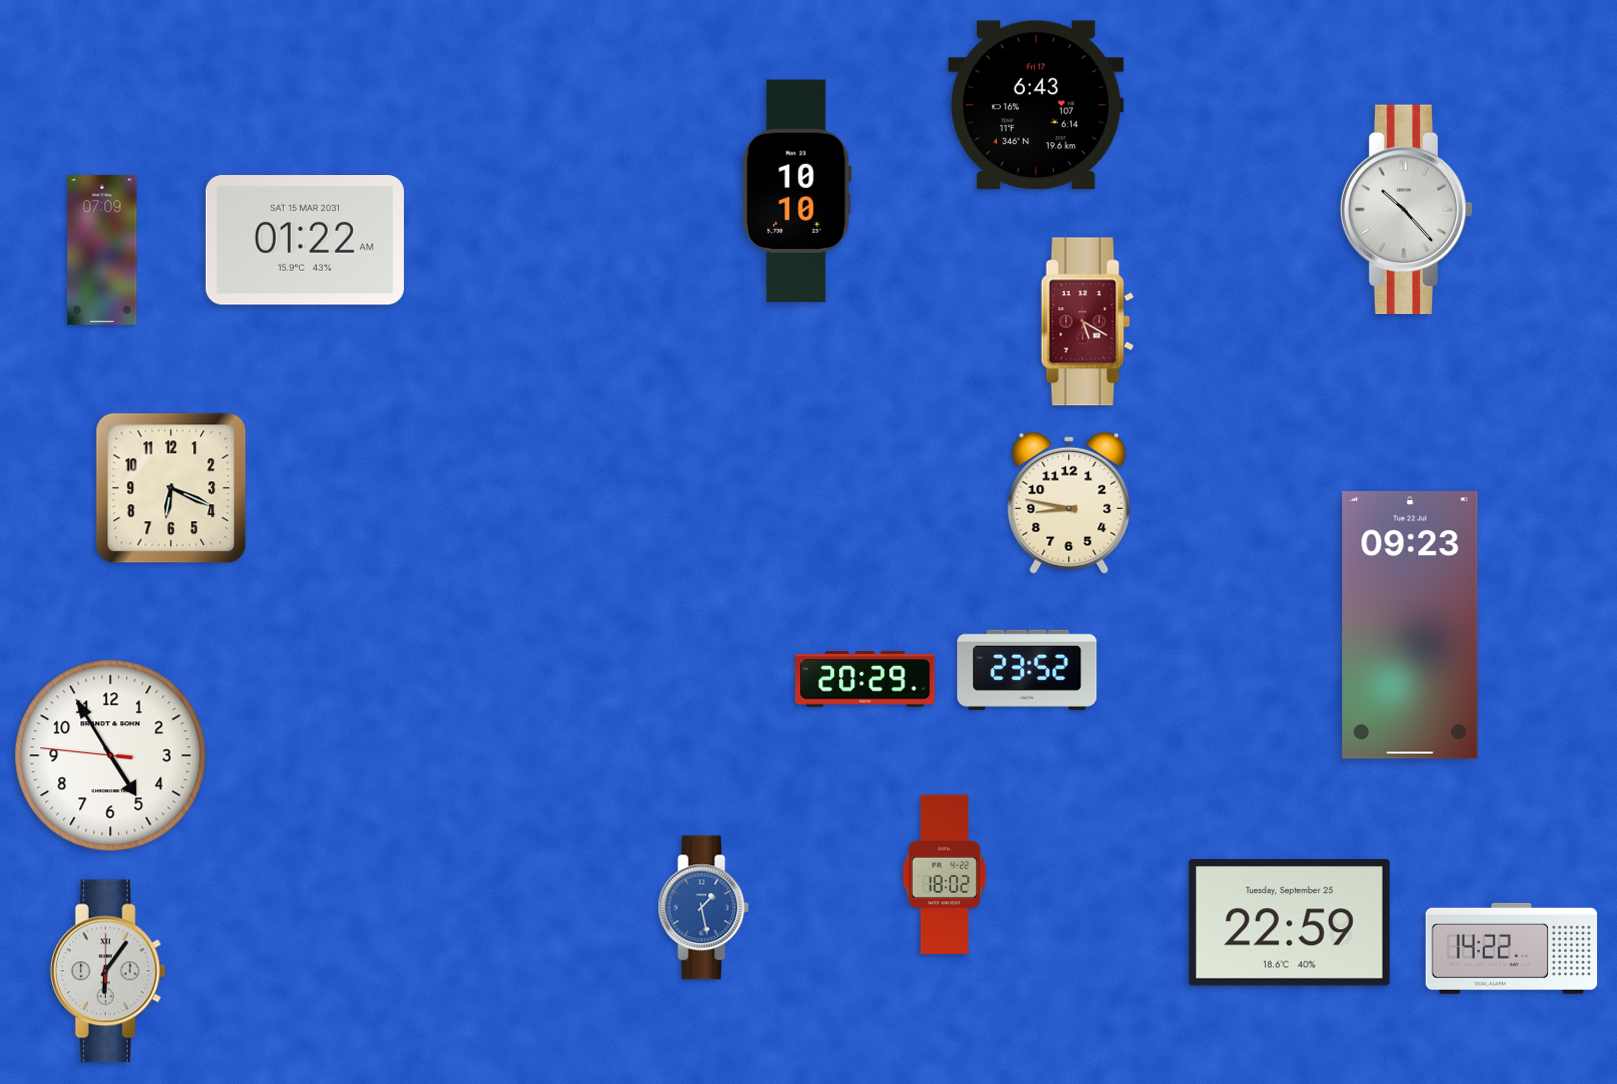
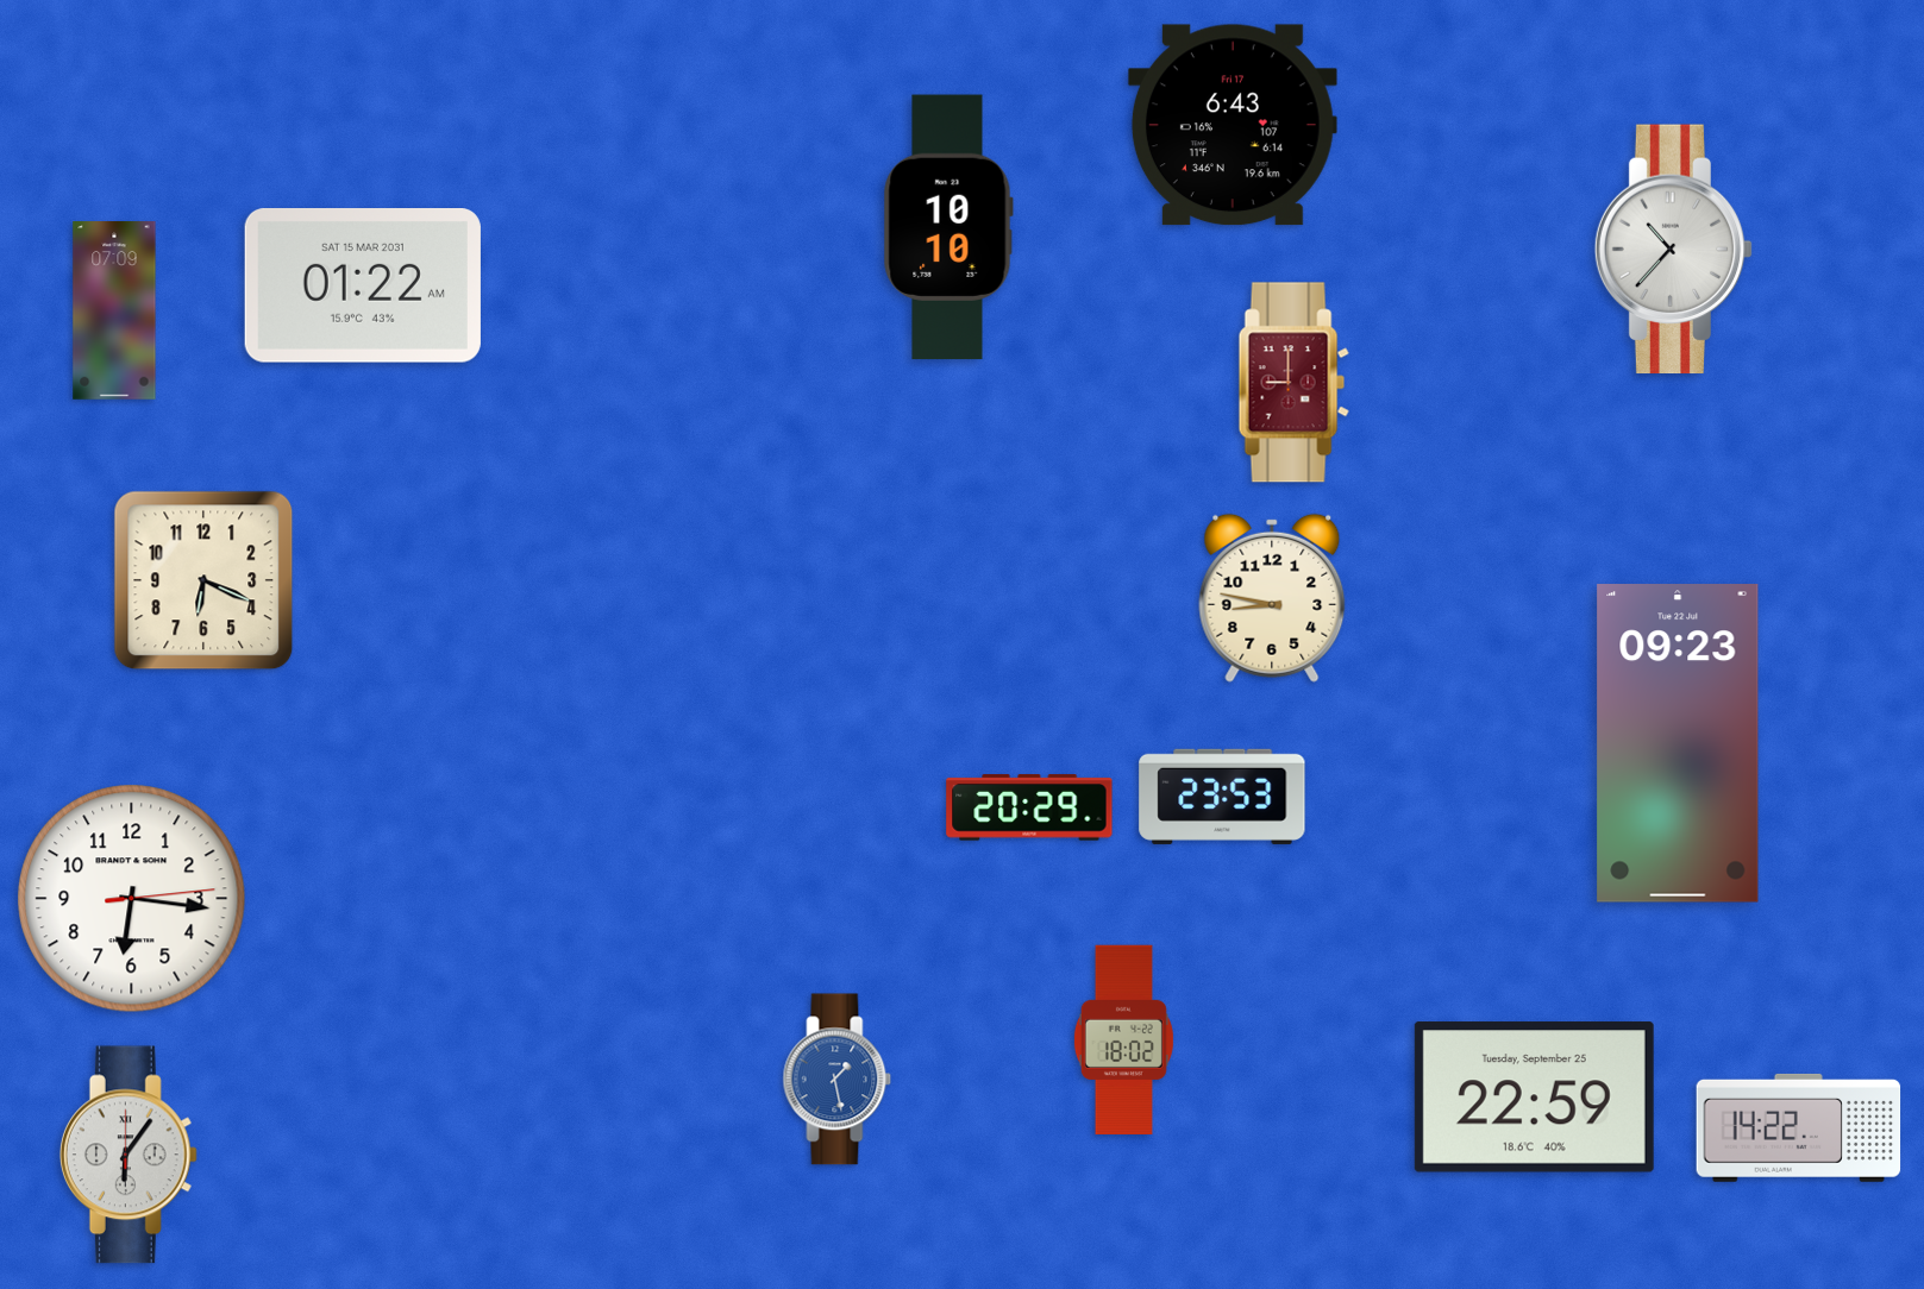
clock at (1407, 210): 10:23 -> 10:37
clock at (102, 251) position: (102, 251) -> (114, 312)
clock at (1087, 322): 5:20 -> 9:00
clock at (1027, 670): 23:52 -> 23:53
clock at (111, 756): 4:54 -> 6:16
